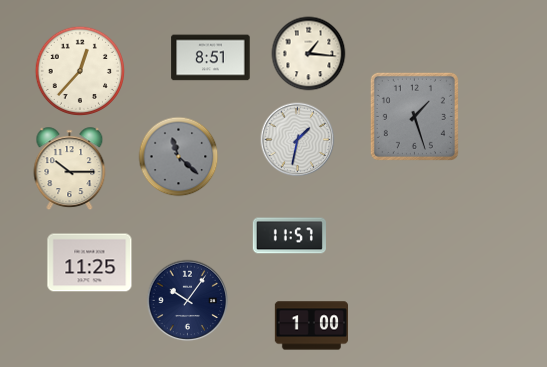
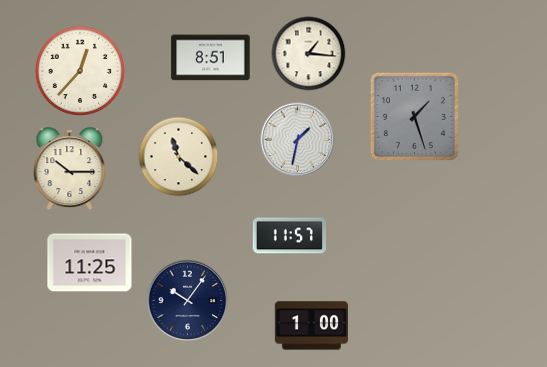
clock at (179, 157) dial: grey -> cream
